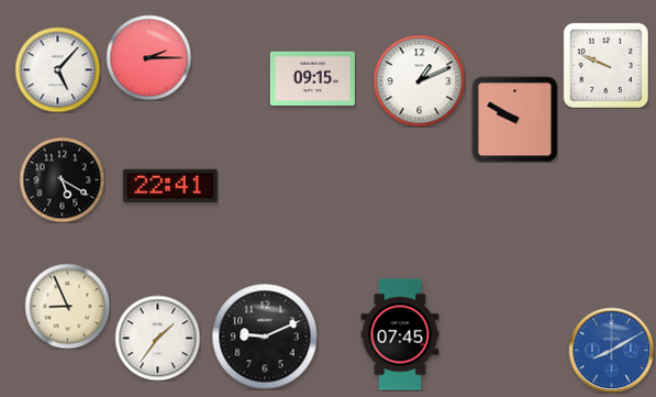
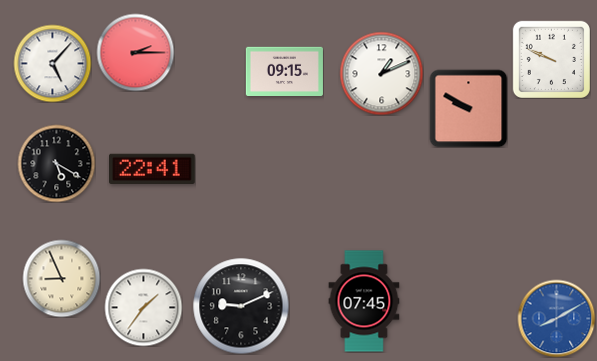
clock at (171, 185) position: (171, 185) -> (153, 168)
clock at (400, 334) position: (400, 334) -> (364, 301)
